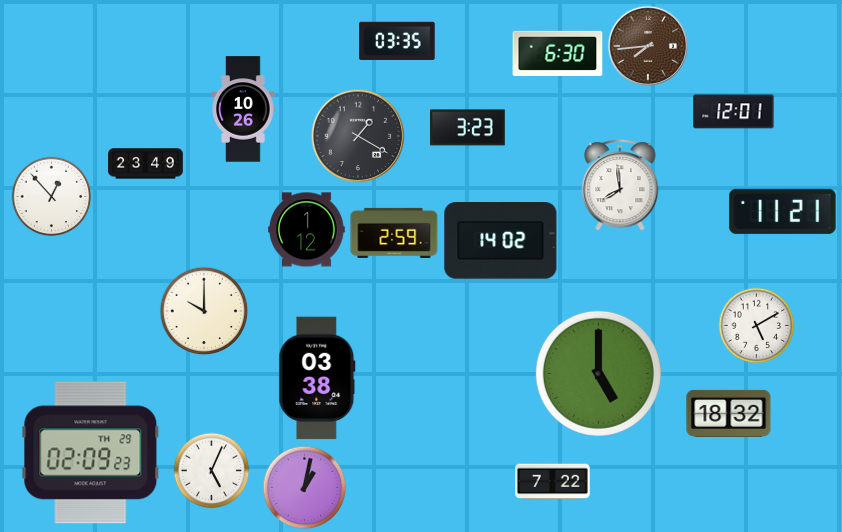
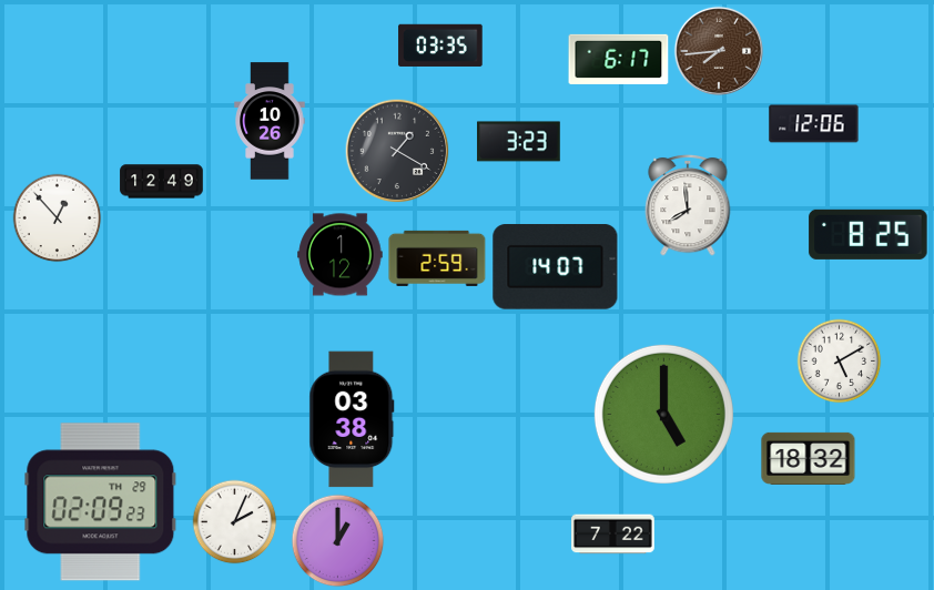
clock at (558, 53): 6:30 -> 6:17
clock at (734, 112): 12:01 -> 12:06
clock at (146, 164): 23:49 -> 12:49
clock at (783, 211): 11:21 -> 8:25
clock at (501, 241): 14:02 -> 14:07
clock at (204, 311): 10:00 -> none
clock at (212, 471): 5:04 -> 2:04
clock at (305, 488): 1:02 -> 1:00
